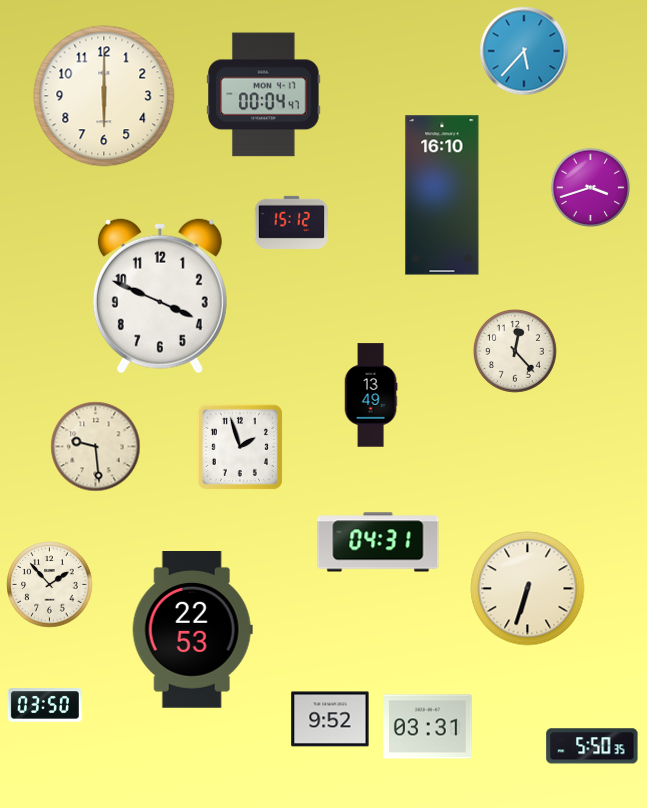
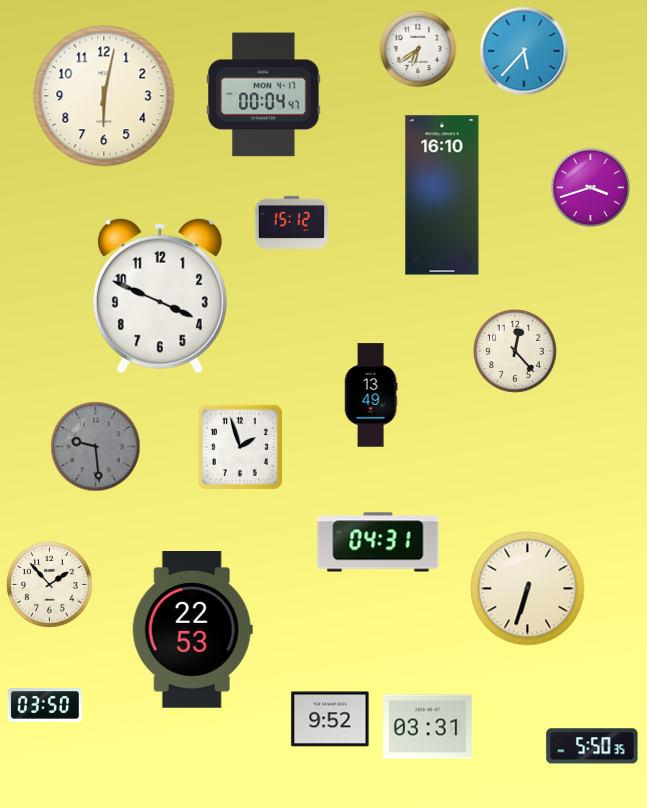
clock at (418, 49): none -> 6:39
clock at (104, 96): 6:00 -> 6:02
clock at (96, 447) dial: cream -> grey
